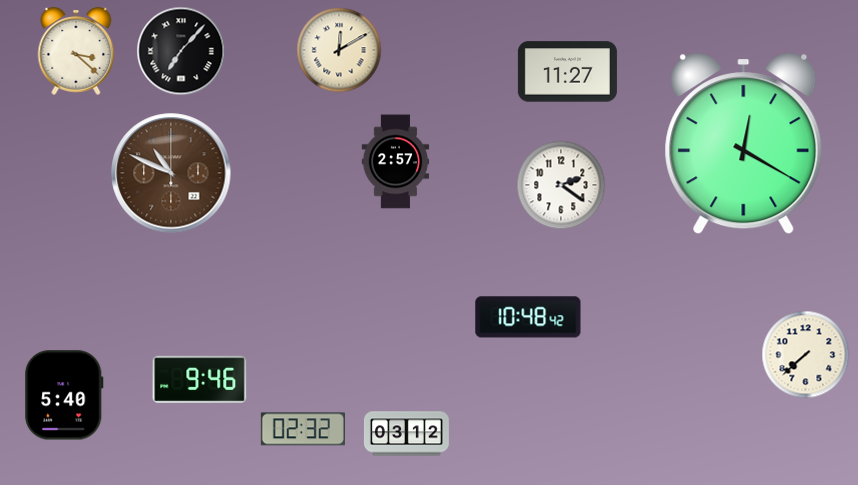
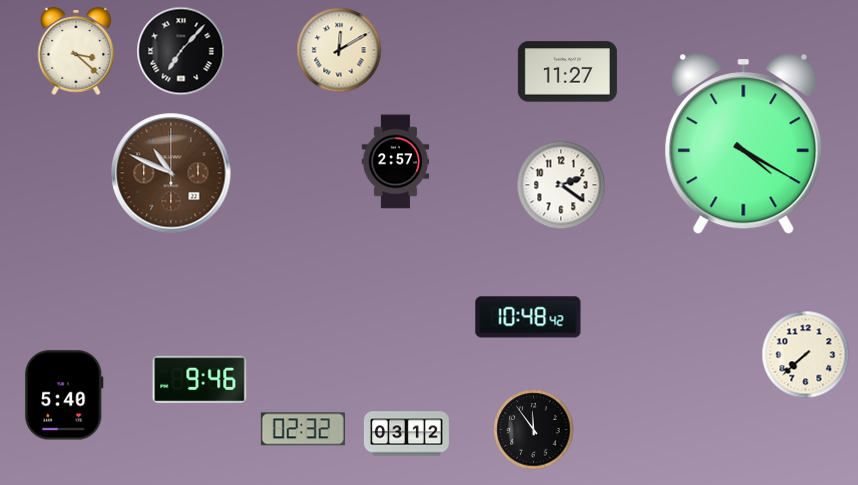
clock at (744, 144): 12:20 -> 4:20
clock at (534, 430): none -> 11:54
